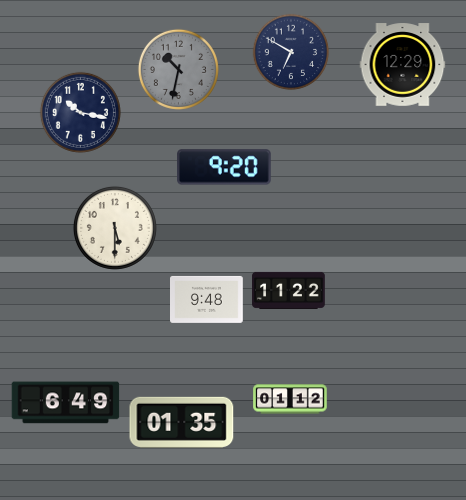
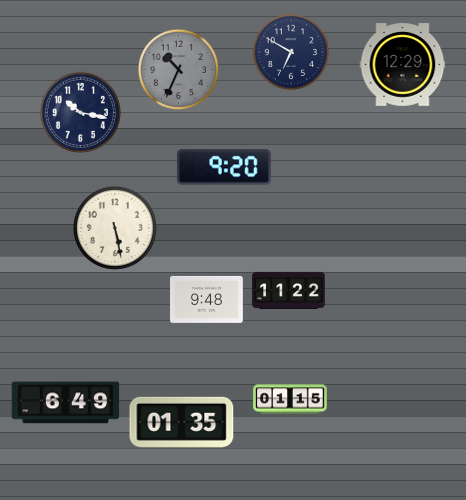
clock at (178, 69): 10:32 -> 10:34
clock at (115, 228): 5:30 -> 5:28
clock at (290, 399): 01:12 -> 01:15
